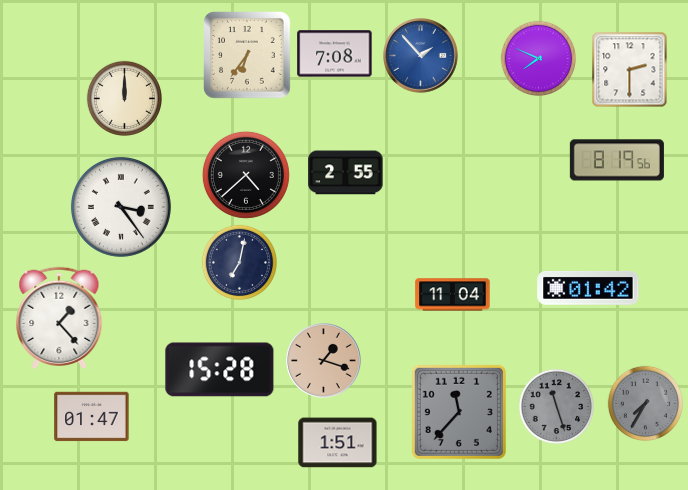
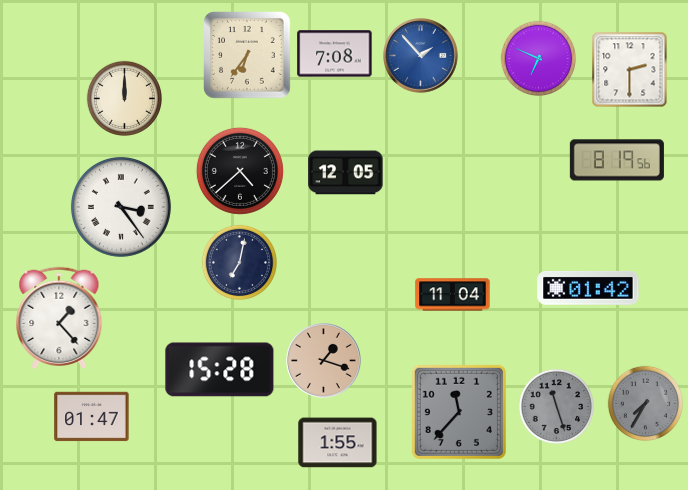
clock at (538, 58): 7:49 -> 6:49
clock at (346, 173): 2:55 -> 12:05
clock at (246, 175) position: (246, 175) -> (240, 171)
clock at (338, 443): 1:51 -> 1:55
